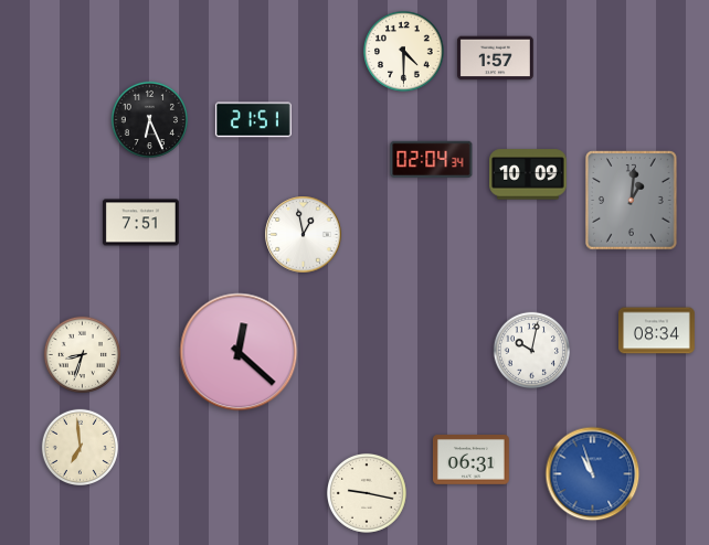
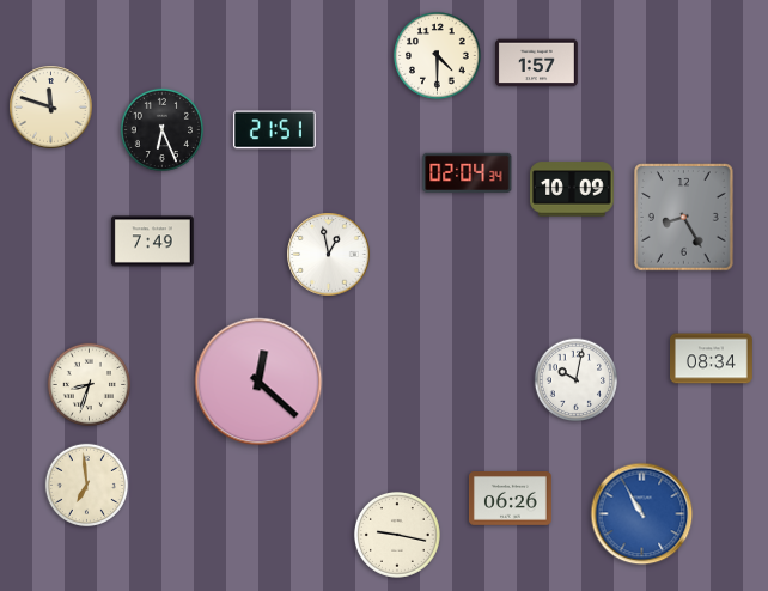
clock at (51, 108): none -> 11:48
clock at (632, 201): 1:01 -> 8:25
clock at (140, 223): 7:51 -> 7:49
clock at (470, 460): 06:31 -> 06:26
clock at (593, 474): 10:57 -> 10:55
